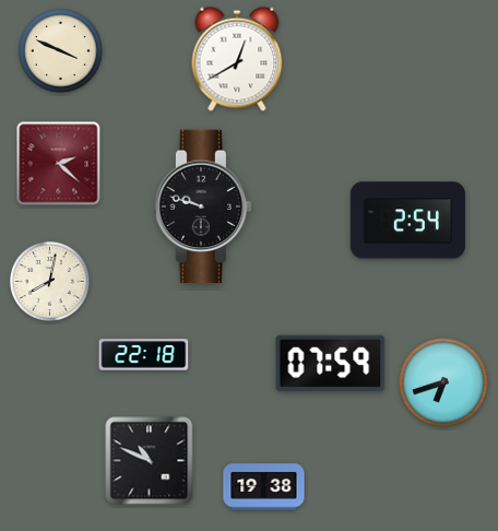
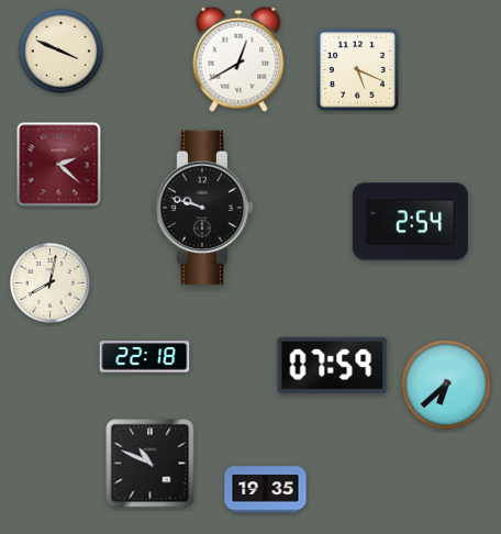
clock at (357, 69): none -> 5:19
clock at (443, 382): 6:42 -> 6:38
clock at (264, 487): 19:38 -> 19:35
